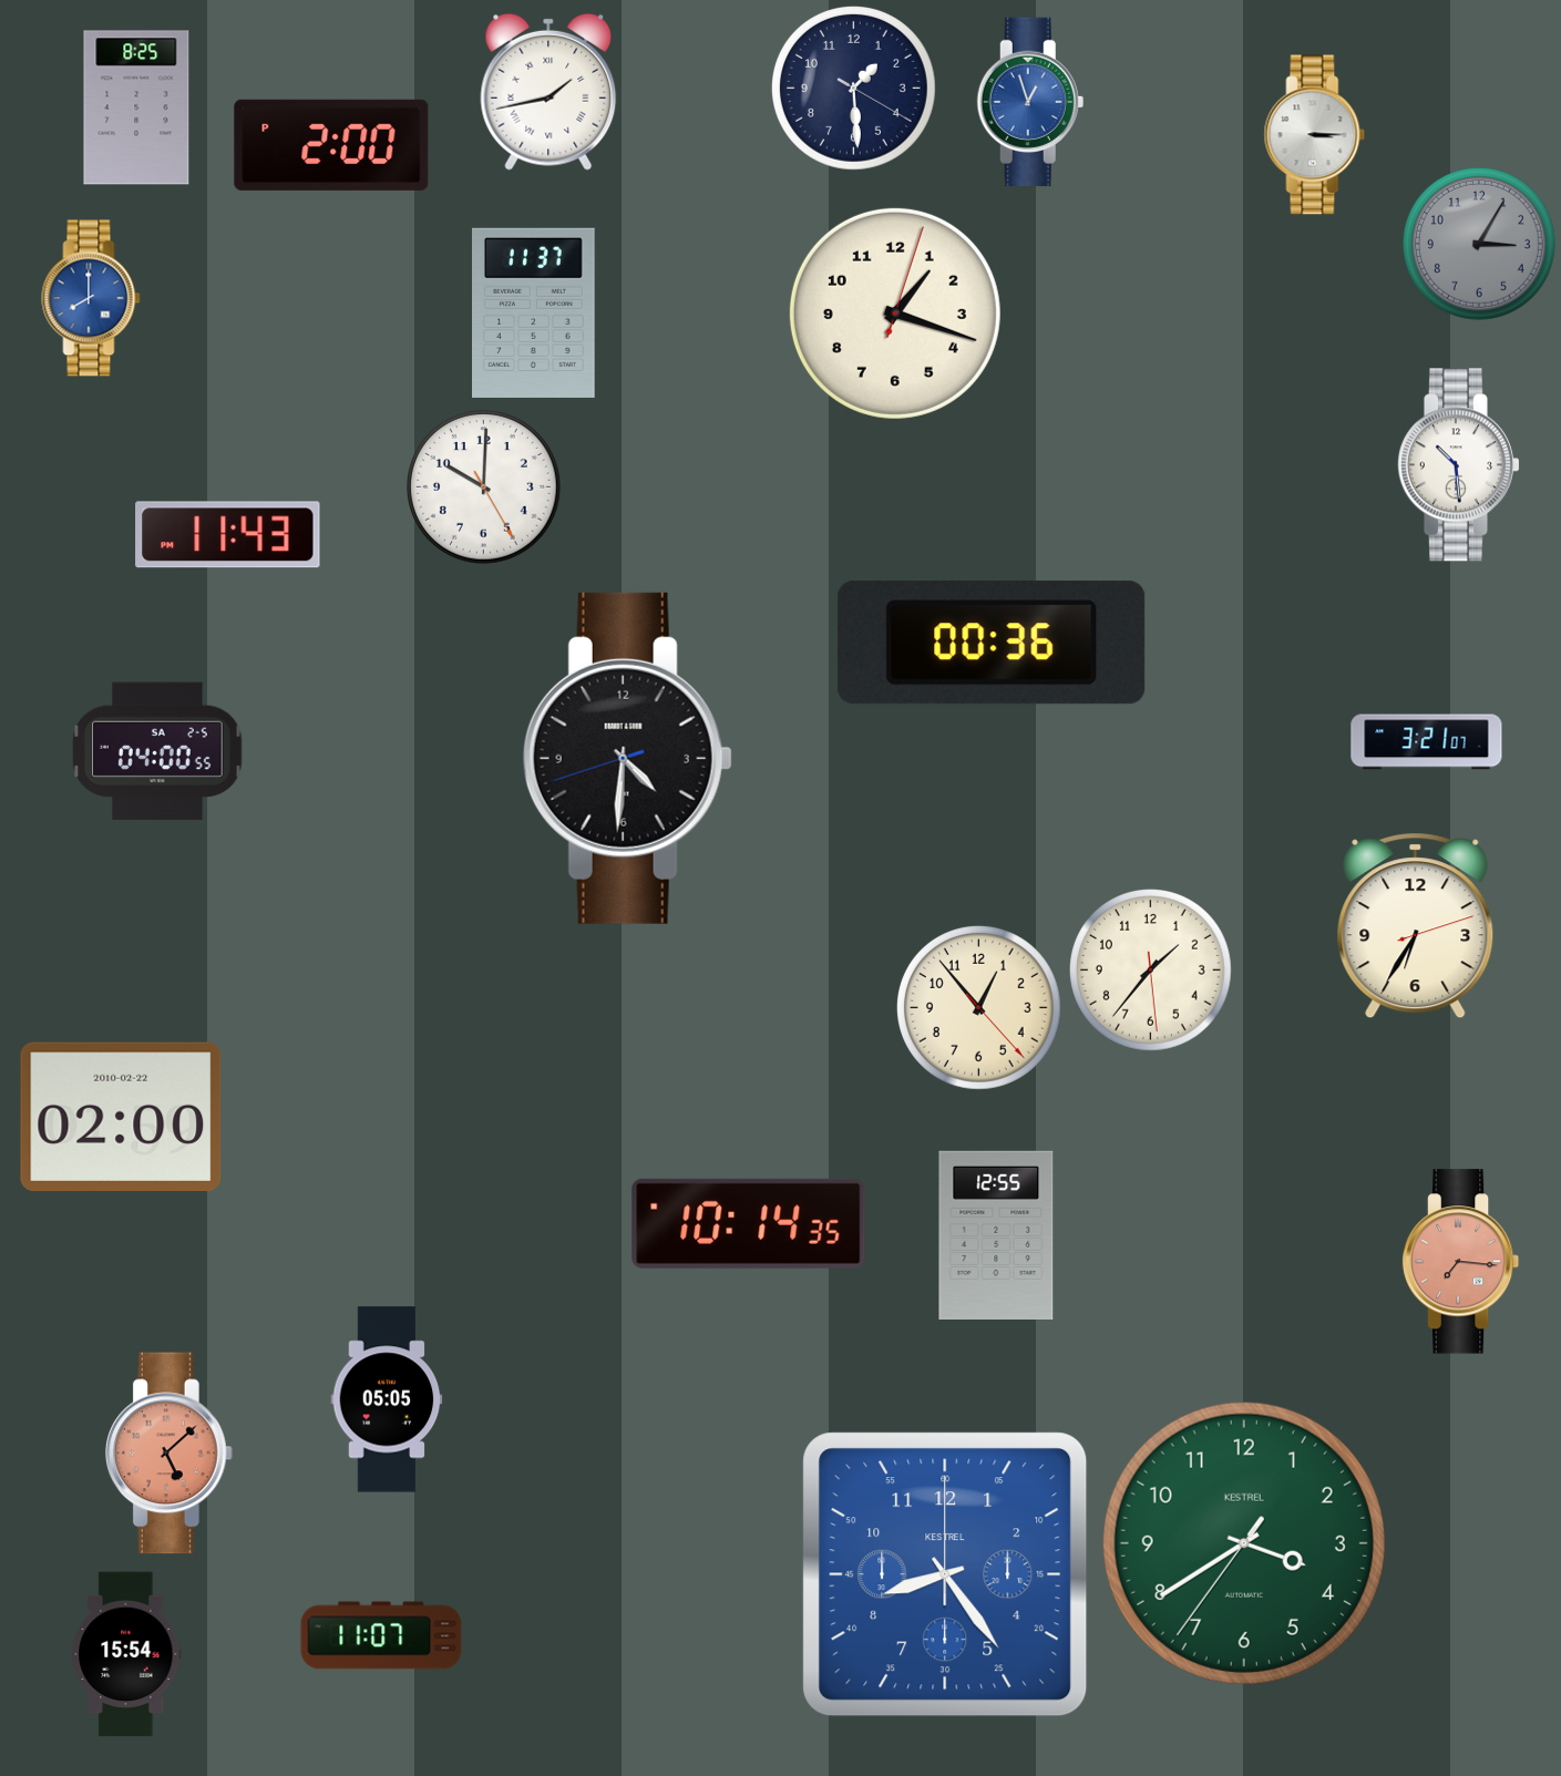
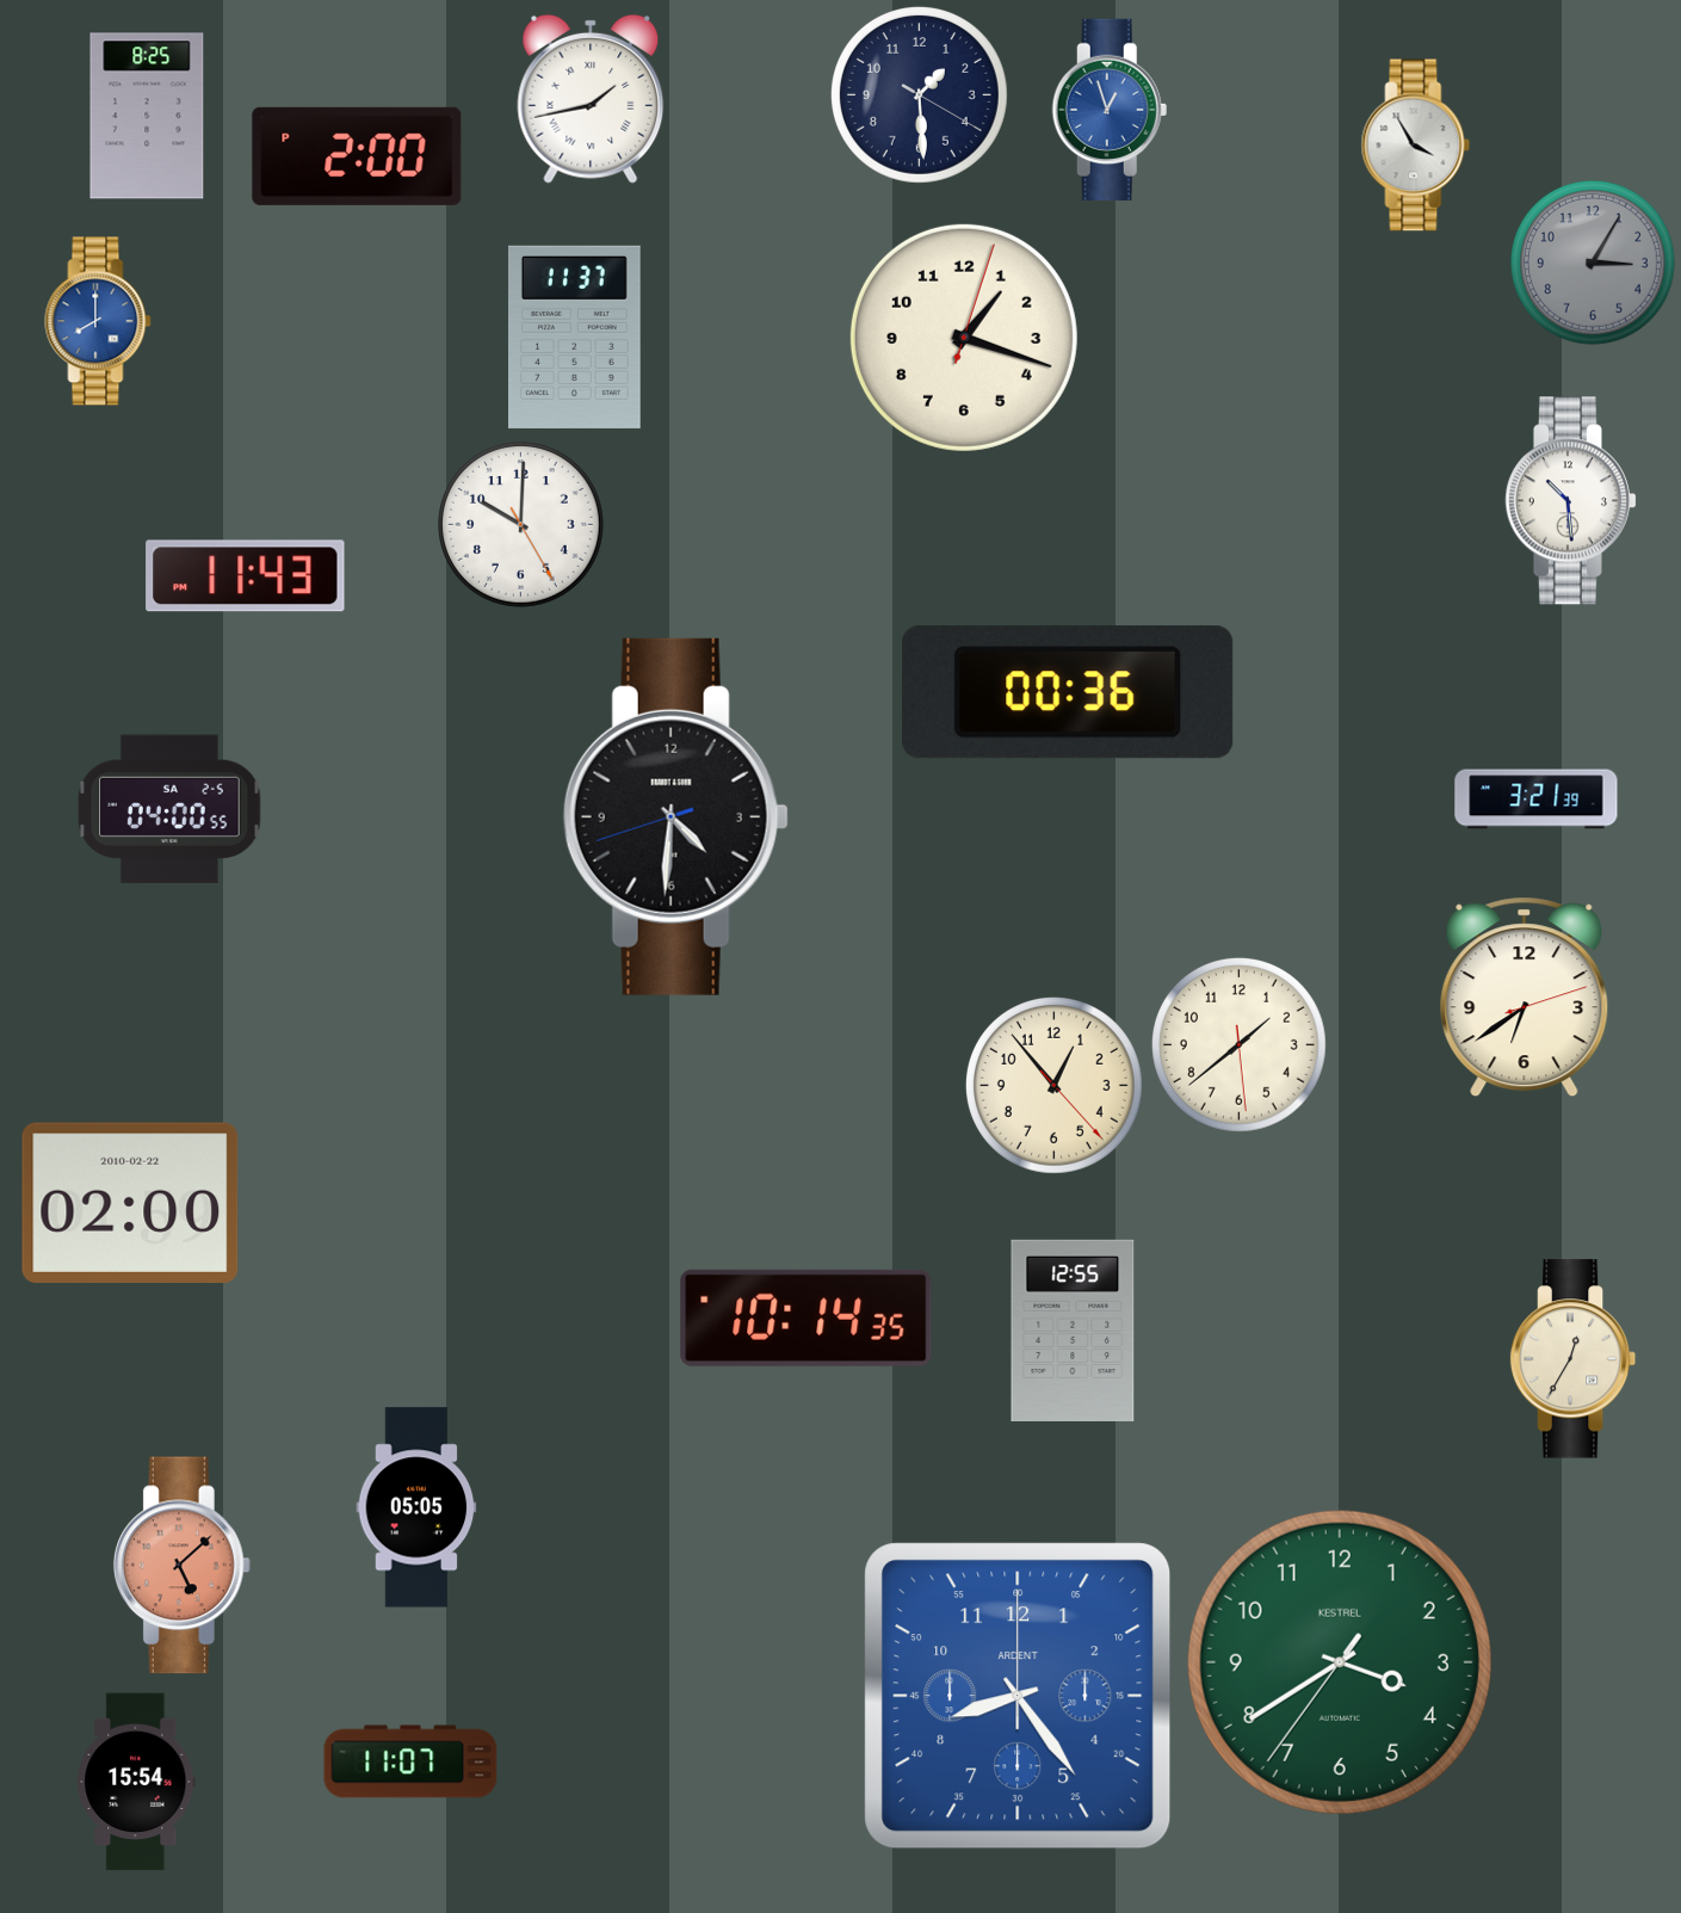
clock at (1315, 135): 3:15 -> 3:55
clock at (1427, 742): 3:21:07 -> 3:21:39
clock at (1416, 926): 6:35 -> 6:39
clock at (1150, 969): 1:36 -> 1:38
clock at (1461, 1262): 7:16 -> 12:35
clock at (1461, 1262) dial: salmon -> cream
clock at (945, 1574) brand: KESTREL -> ARDENT
